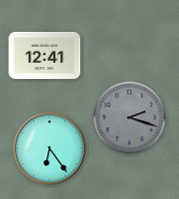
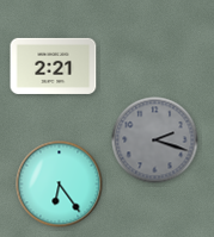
clock at (45, 55): 12:41 -> 2:21
clock at (50, 149) position: (50, 149) -> (60, 185)
